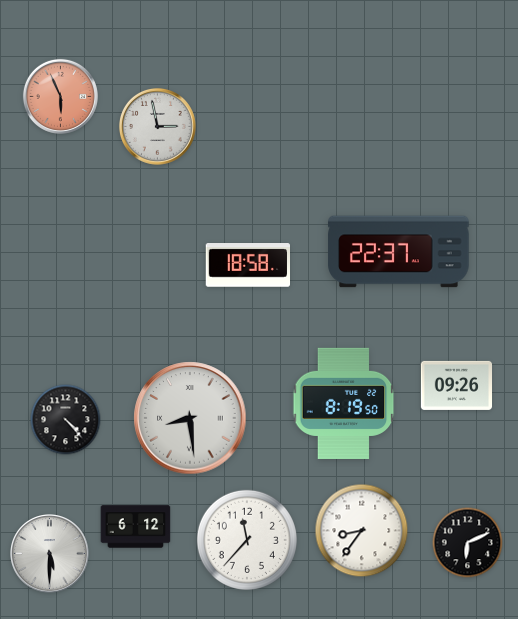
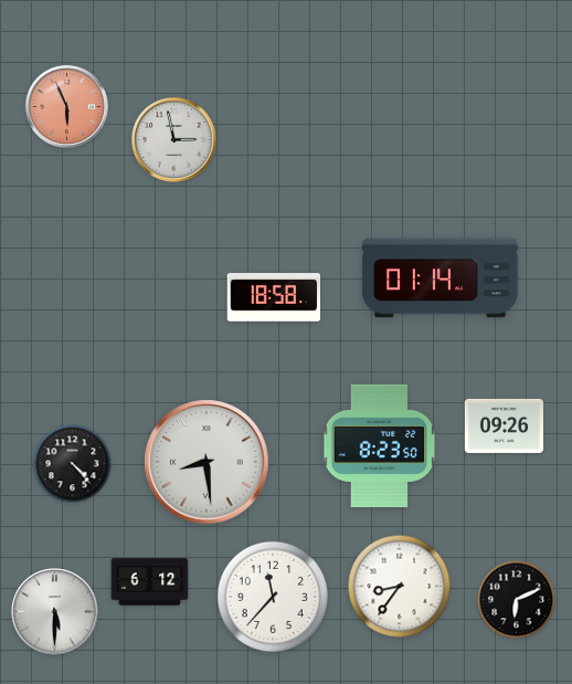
clock at (399, 252): 22:37 -> 01:14
clock at (247, 266) position: (247, 266) -> (273, 298)
clock at (344, 403): 8:19 -> 8:23
clock at (190, 418) position: (190, 418) -> (206, 462)
